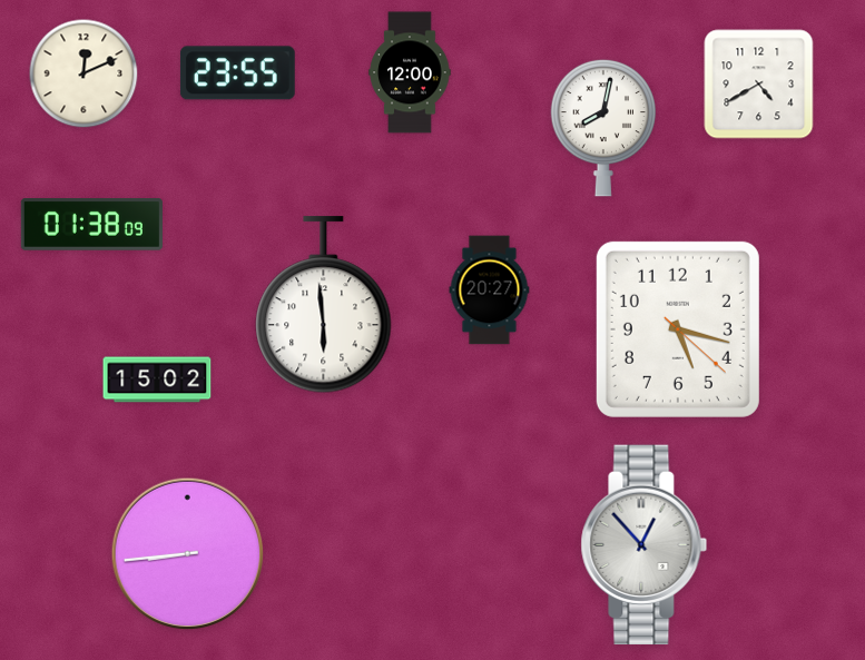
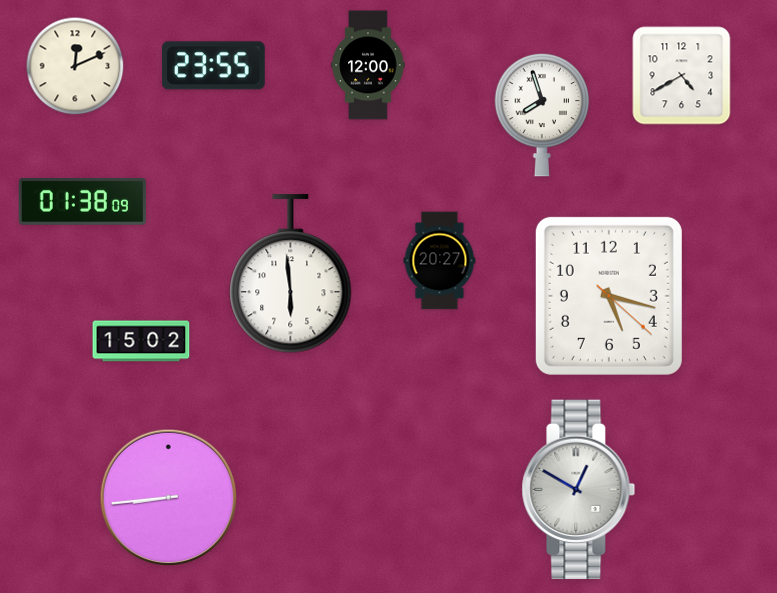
clock at (603, 128): 8:02 -> 7:57
clock at (645, 545): 12:53 -> 12:50
